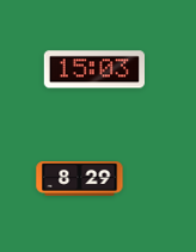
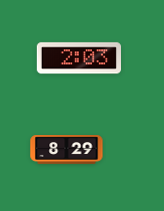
clock at (93, 69): 15:03 -> 2:03
